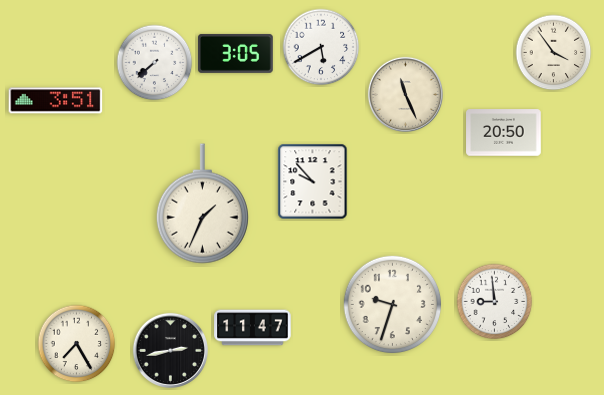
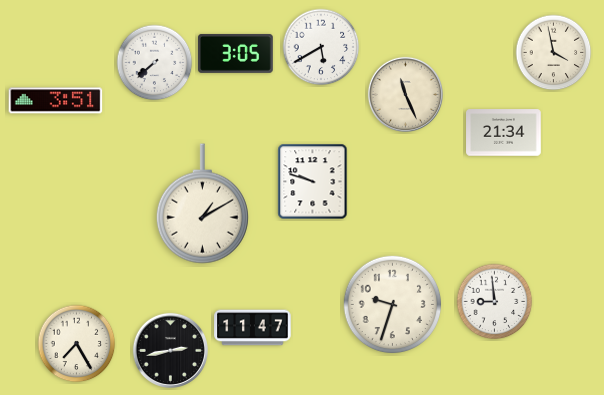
clock at (554, 53): 3:54 -> 3:58
clock at (504, 133): 20:50 -> 21:34
clock at (313, 182): 9:53 -> 9:48
clock at (202, 204): 1:34 -> 1:10
